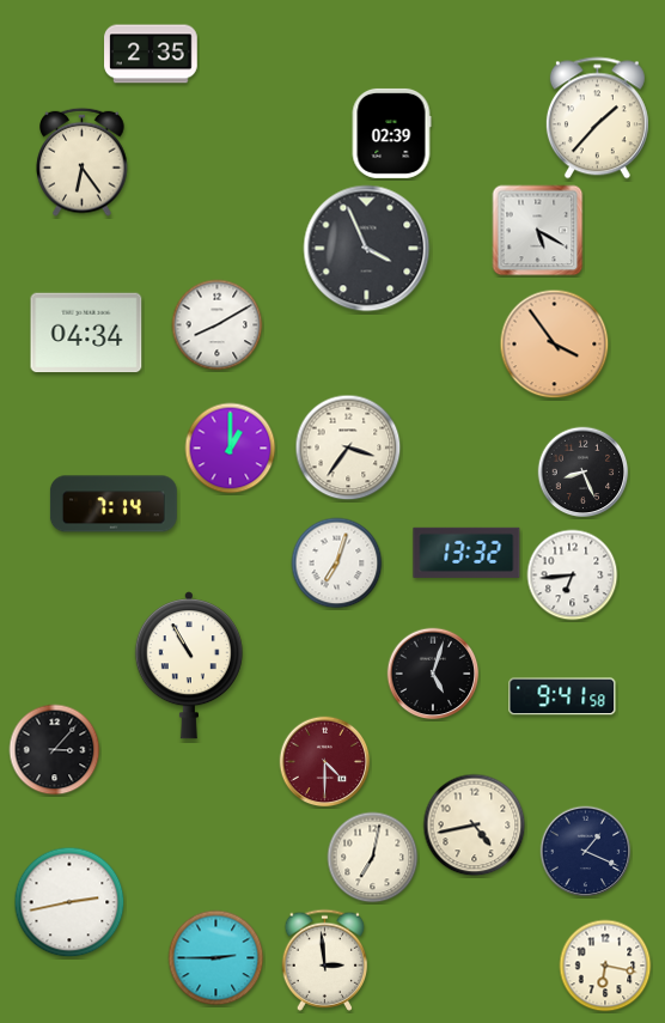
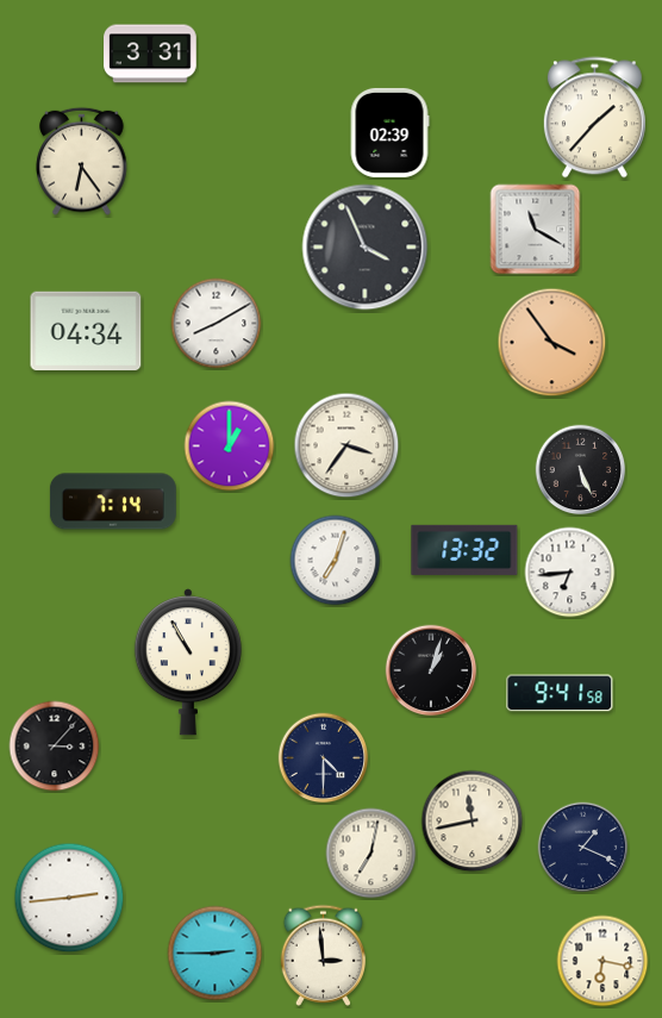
clock at (151, 54): 2:35 -> 3:31
clock at (538, 231): 5:20 -> 11:20
clock at (584, 473): 8:26 -> 5:26
clock at (433, 674): 5:03 -> 1:03
clock at (325, 762) dial: burgundy -> navy
clock at (475, 826): 4:43 -> 11:43
clock at (69, 902): 2:43 -> 2:44
